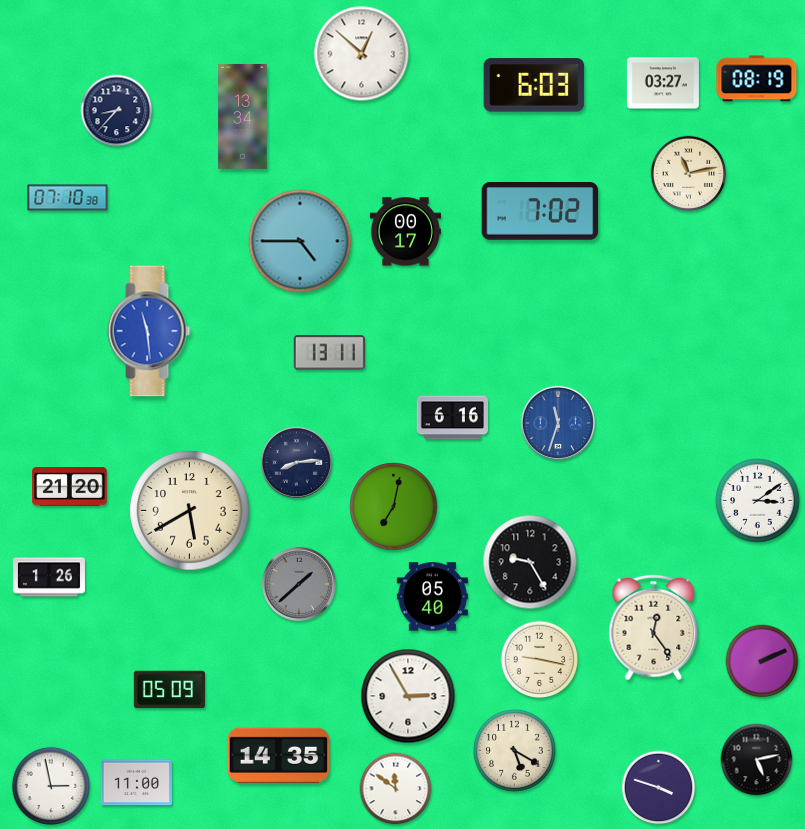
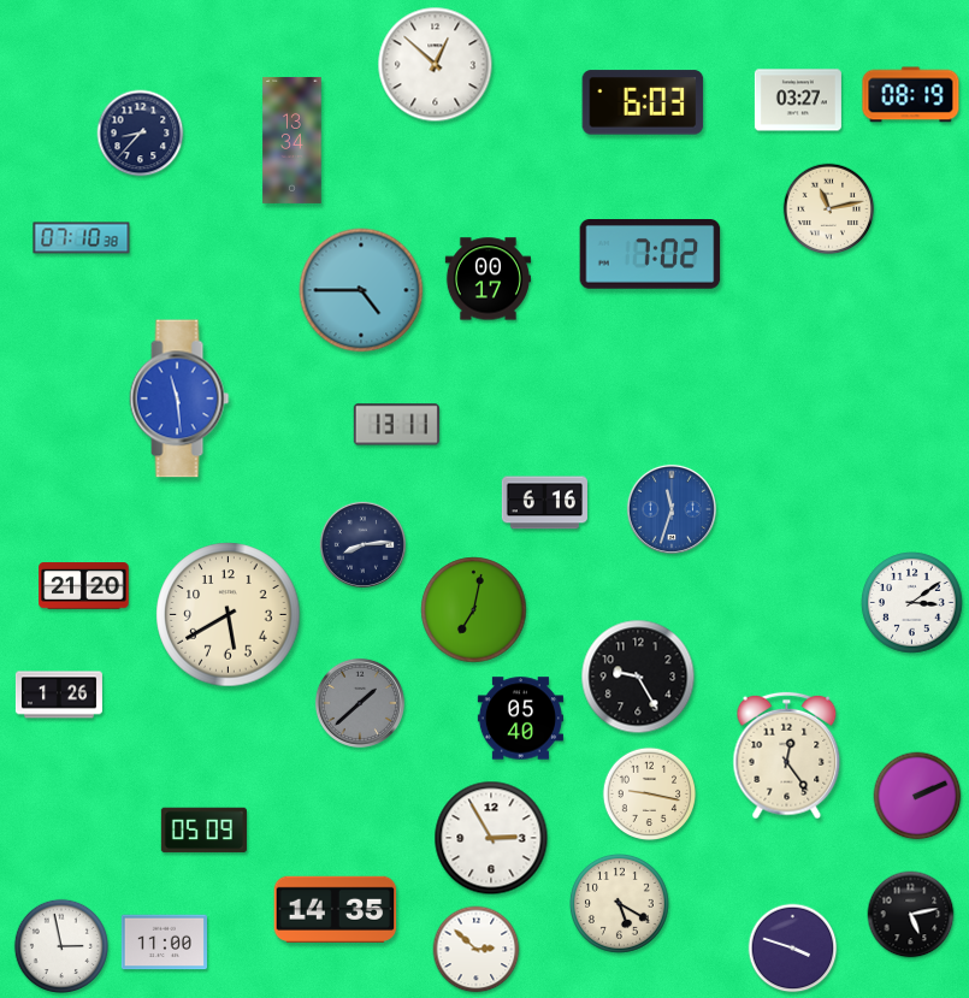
clock at (296, 462) position: (296, 462) -> (362, 544)
clock at (396, 789): 11:51 -> 2:52
